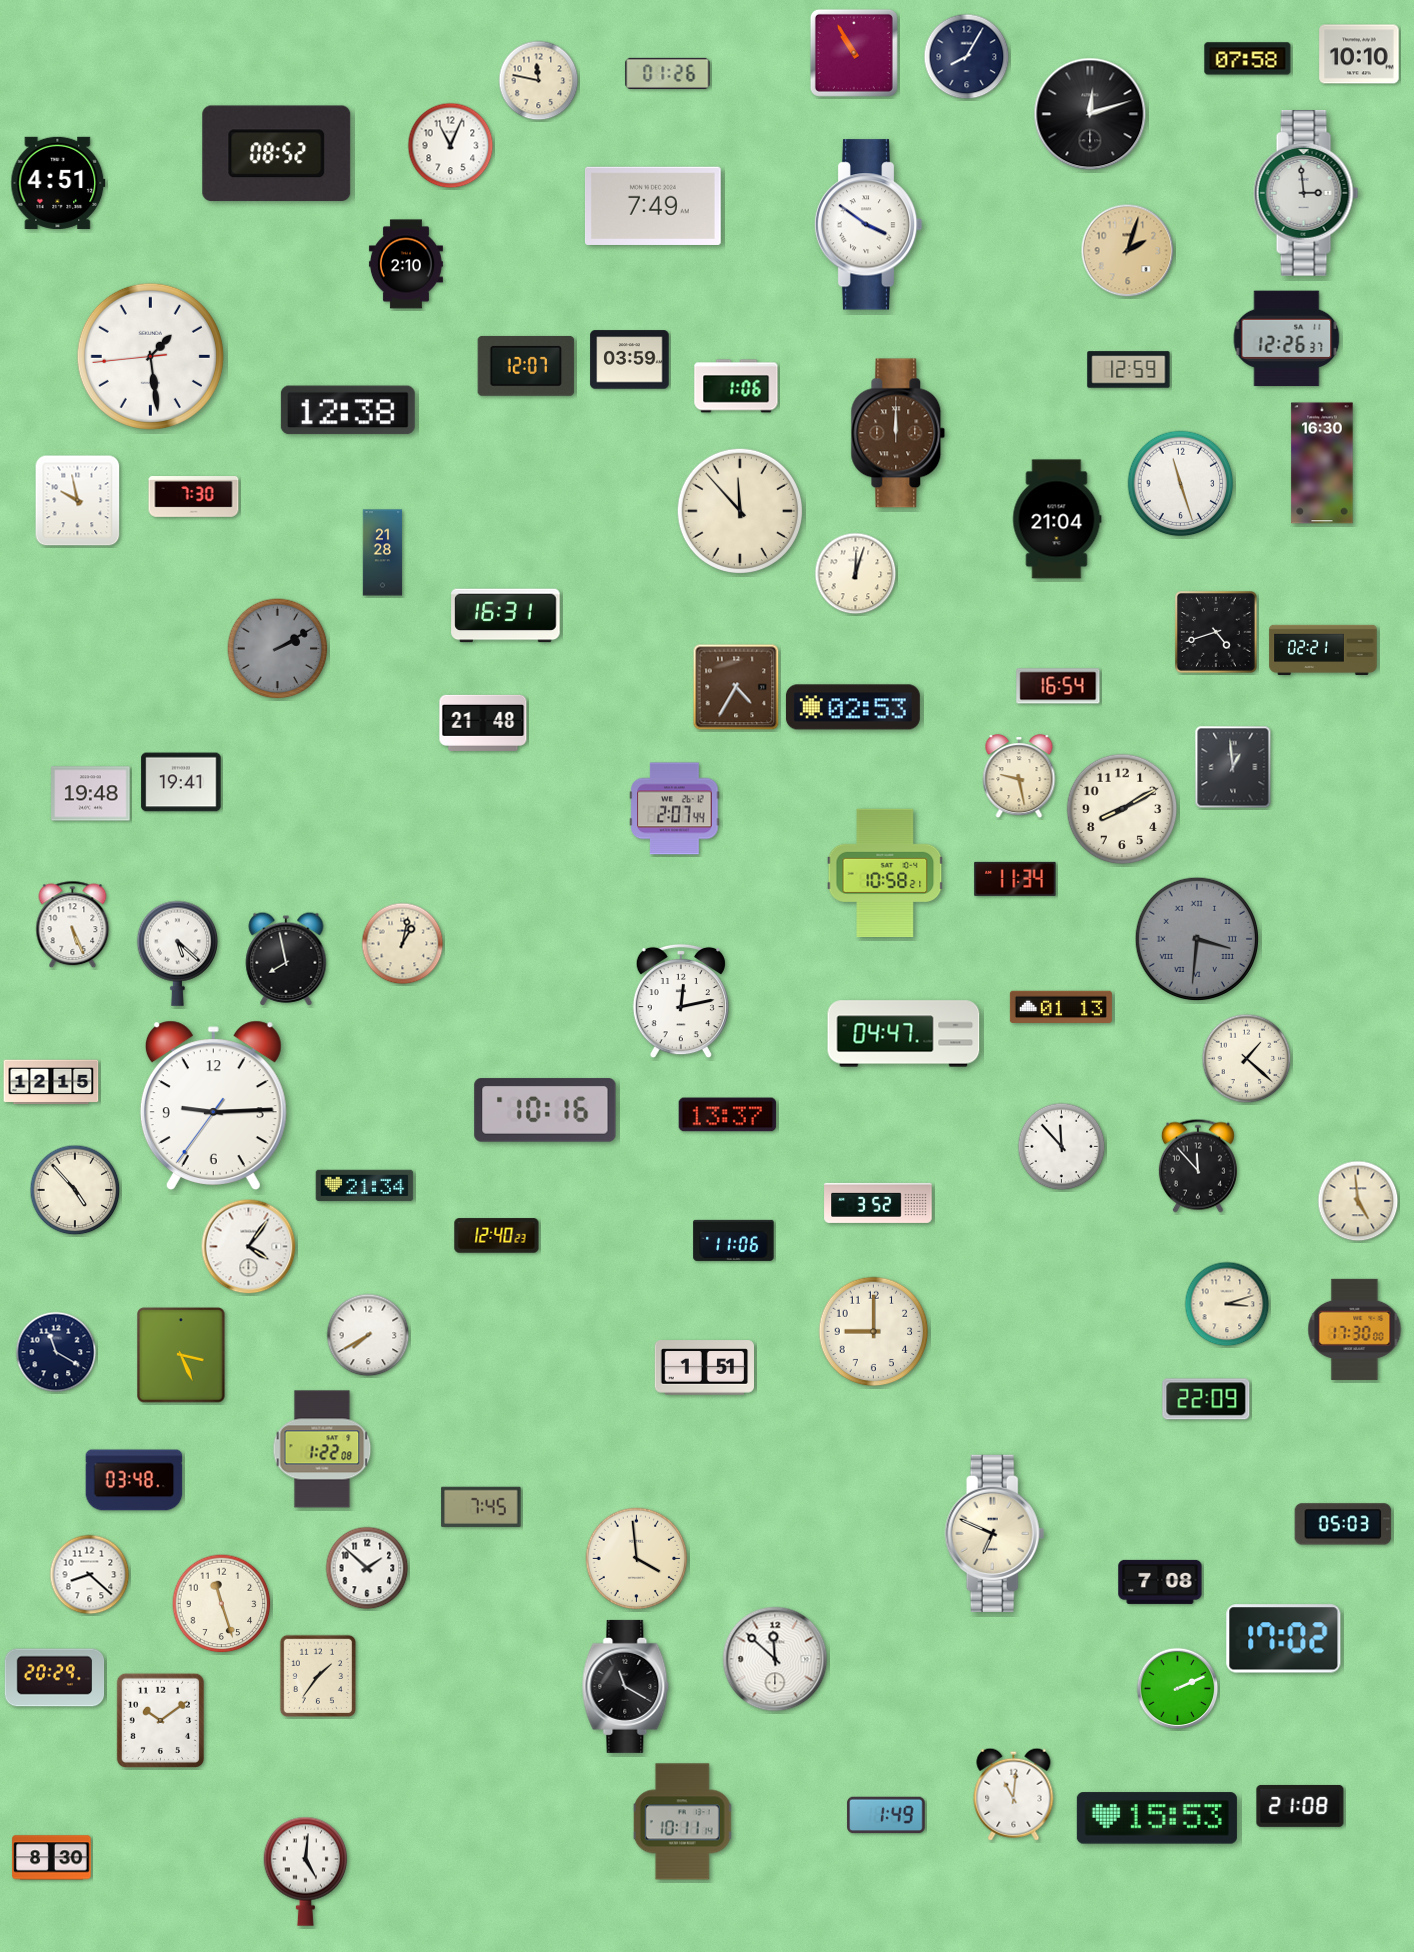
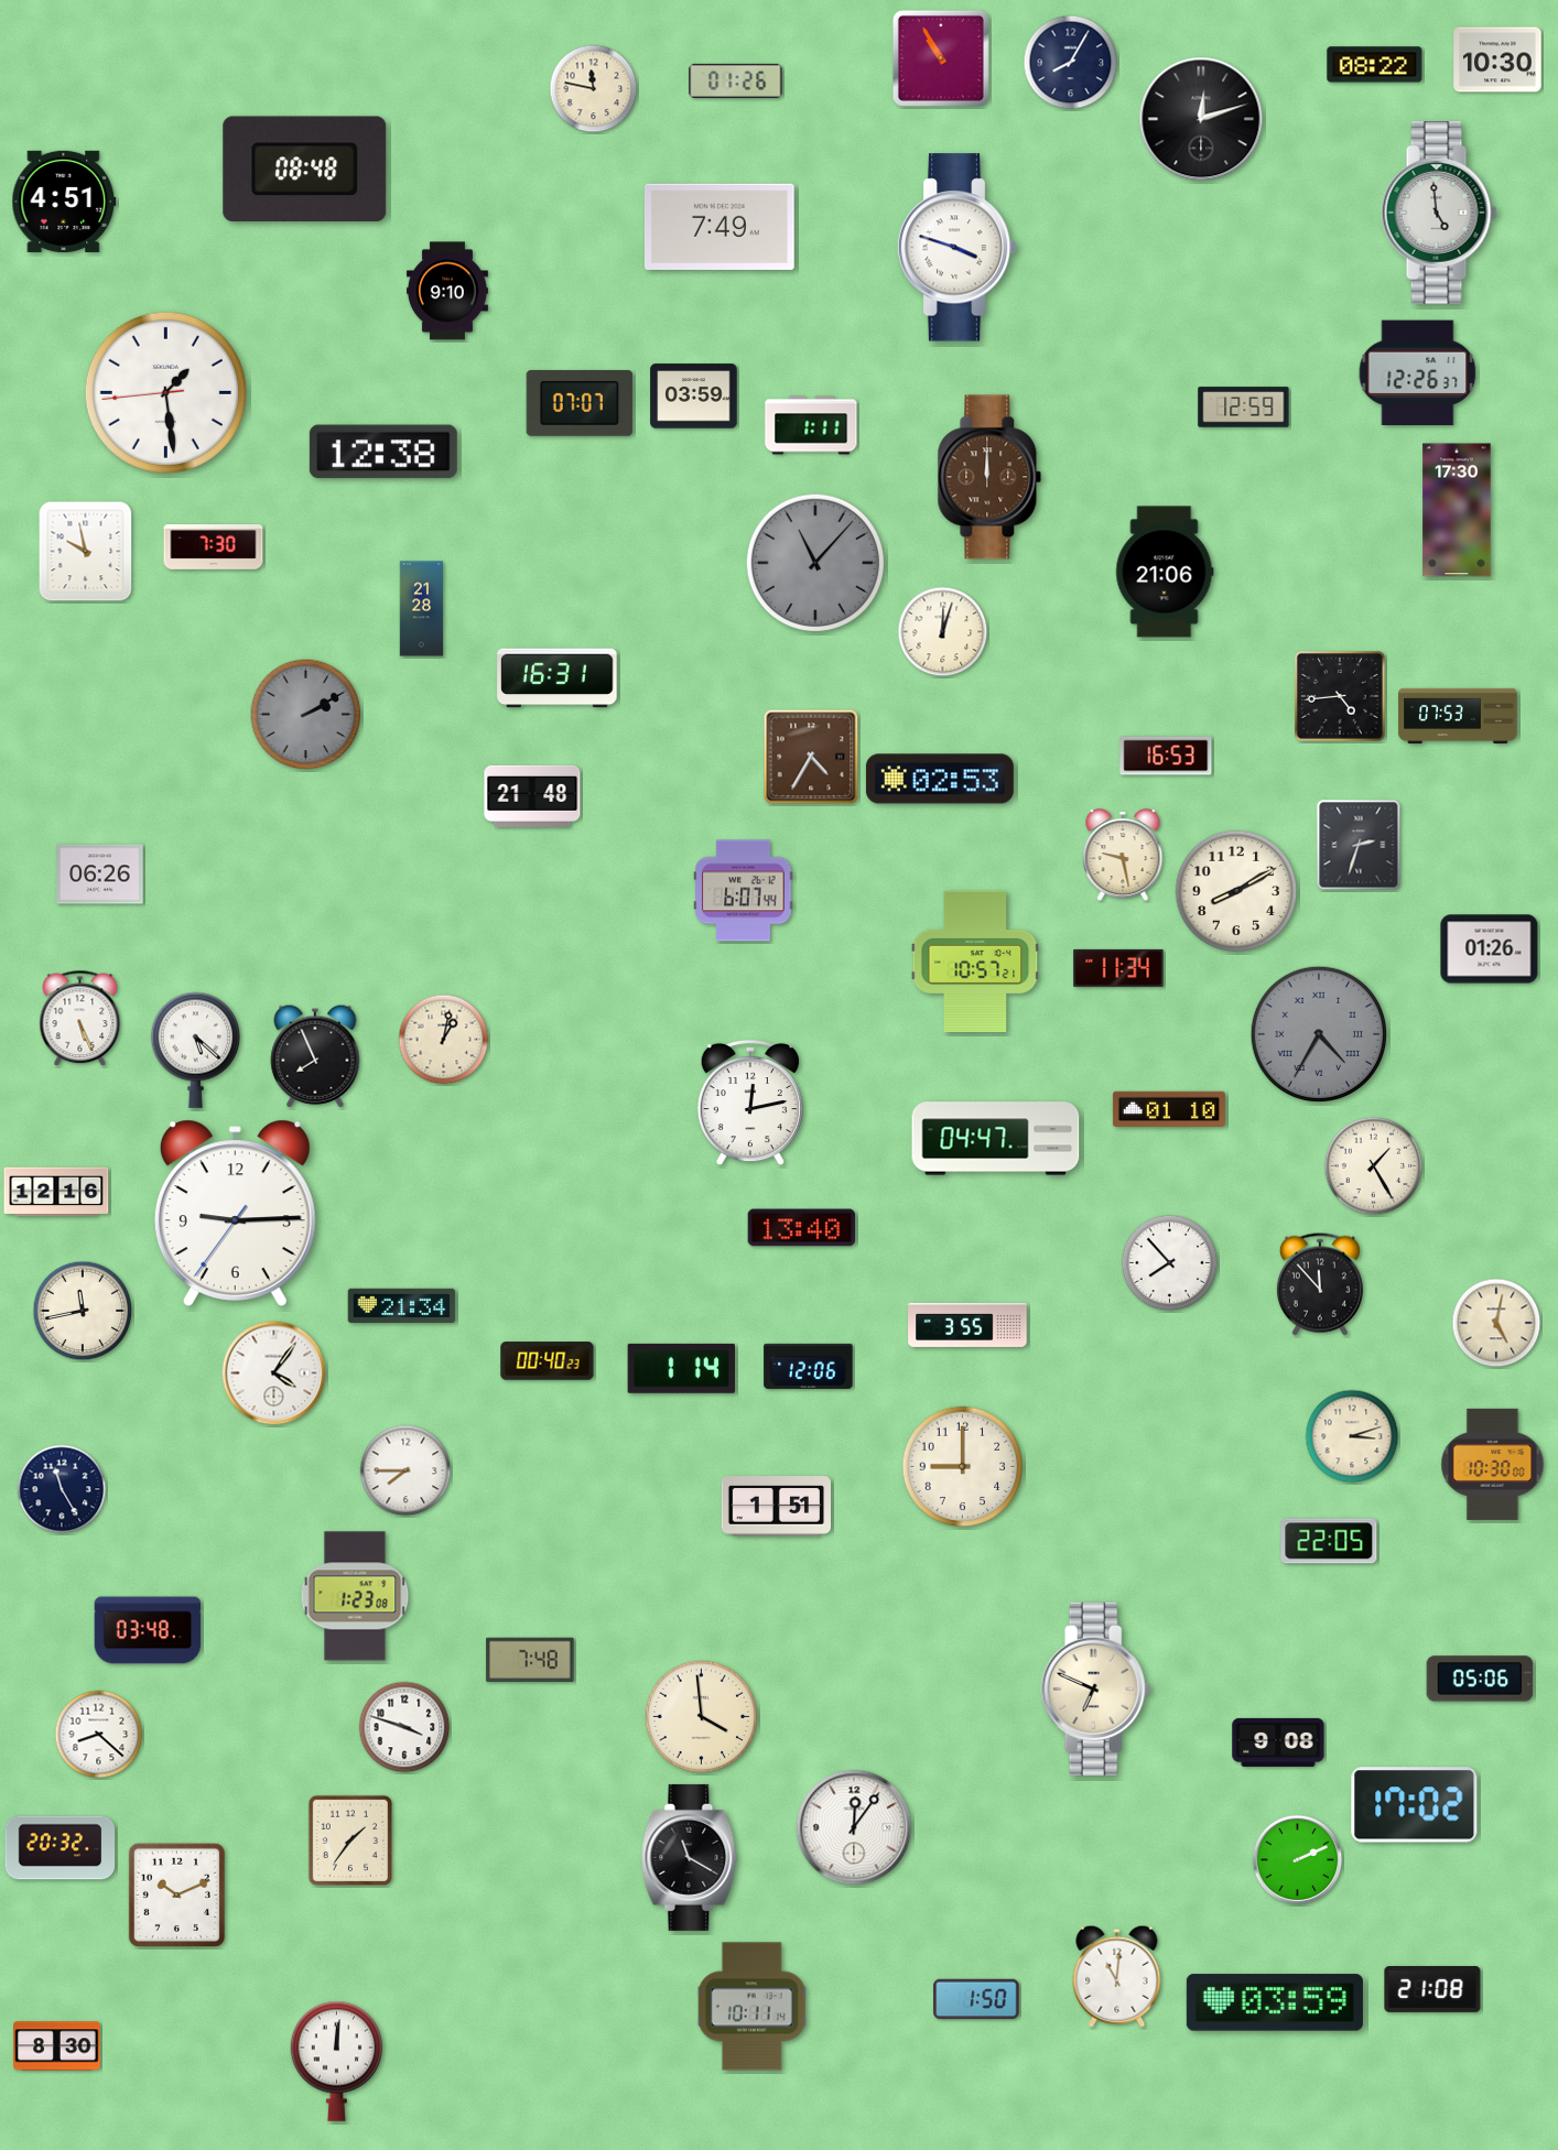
clock at (1359, 54): 10:10 -> 10:30
clock at (967, 57) position: (967, 57) -> (1071, 63)
clock at (1248, 59): 07:58 -> 08:22
clock at (1090, 114) position: (1090, 114) -> (1201, 119)
clock at (451, 146): 11:04 -> none
clock at (277, 154): 08:52 -> 08:48
clock at (1306, 194): 2:59 -> 4:59
clock at (868, 225): 3:51 -> 3:48
clock at (1128, 251): 2:03 -> none
clock at (406, 264): 2:10 -> 9:10
clock at (526, 366): 12:07 -> 07:07
clock at (736, 386): 1:06 -> 1:11
clock at (1322, 463): 16:30 -> 17:30
clock at (1181, 484): 11:27 -> none
clock at (739, 510): 11:53 -> 11:07
clock at (739, 510) dial: cream -> grey
clock at (1057, 519): 21:04 -> 21:06
clock at (1217, 633): 4:42 -> 4:44
clock at (1323, 649): 02:21 -> 07:53
clock at (1058, 686): 16:54 -> 16:53
clock at (1233, 767): 12:59 -> 2:33
clock at (181, 782): 19:41 -> none
clock at (91, 794): 19:48 -> 06:26
clock at (675, 809): 2:07 -> 6:07
clock at (1490, 949): none -> 01:26
clock at (885, 872): 10:58 -> 10:57
clock at (1196, 938): 3:31 -> 4:35
clock at (286, 959): 7:58 -> 7:56
clock at (1061, 1006): 01:13 -> 01:10
clock at (1247, 1059): 1:22 -> 1:25
clock at (51, 1082): 12:15 -> 12:16
clock at (213, 1105) position: (213, 1105) -> (235, 1213)
clock at (545, 1110): 10:16 -> none
clock at (728, 1115): 13:37 -> 13:40
clock at (1062, 1147): 11:53 -> 7:53
clock at (75, 1190): 4:53 -> 11:43
clock at (1358, 1201): 4:59 -> 5:02
clock at (878, 1203): 3:52 -> 3:55
clock at (497, 1236): 12:40 -> 00:40
clock at (734, 1240): 11:06 -> 12:06
clock at (681, 1368): none -> 1:14
clock at (1355, 1329): 17:30 -> 10:30
clock at (368, 1335): 7:40 -> 7:45
clock at (56, 1352): 11:20 -> 11:25
clock at (181, 1355): 3:26 -> none
clock at (1206, 1399): 22:09 -> 22:05
clock at (322, 1449): 1:22 -> 1:23
clock at (481, 1507): 7:45 -> 7:48
clock at (1343, 1524): 05:03 -> 05:06
clock at (367, 1568): 1:52 -> 3:48
clock at (1160, 1582): 7:08 -> 9:08
clock at (222, 1604): 11:27 -> none
clock at (775, 1659): 11:52 -> 12:06
clock at (317, 1675) position: (317, 1675) -> (349, 1839)
clock at (55, 1678): 20:29 -> 20:32
clock at (160, 1720): 10:09 -> 10:11
clock at (886, 1815): 1:49 -> 1:50
clock at (1157, 1818): 15:53 -> 03:59
clock at (306, 1871): 5:01 -> 12:01
